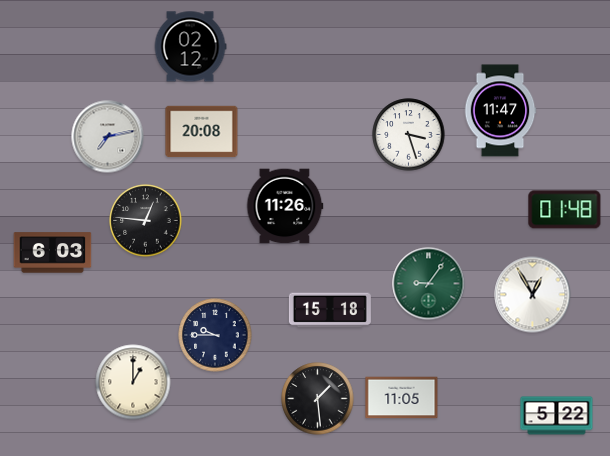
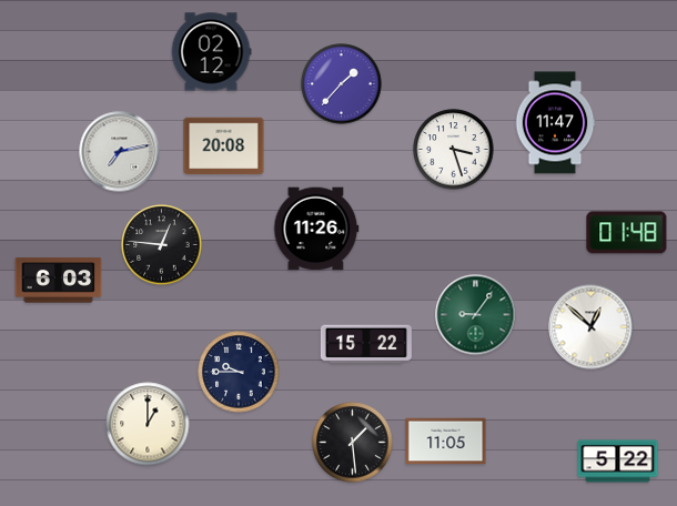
clock at (342, 84): none -> 1:37
clock at (533, 295): 12:55 -> 12:52
clock at (330, 310): 15:18 -> 15:22
